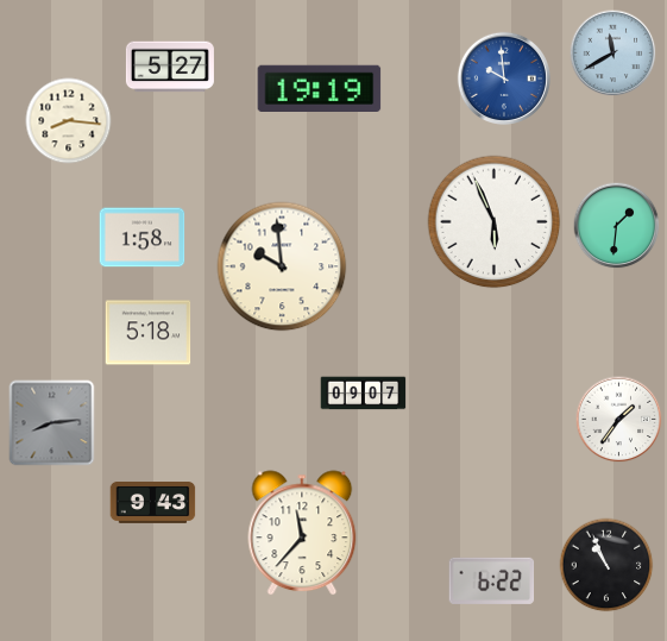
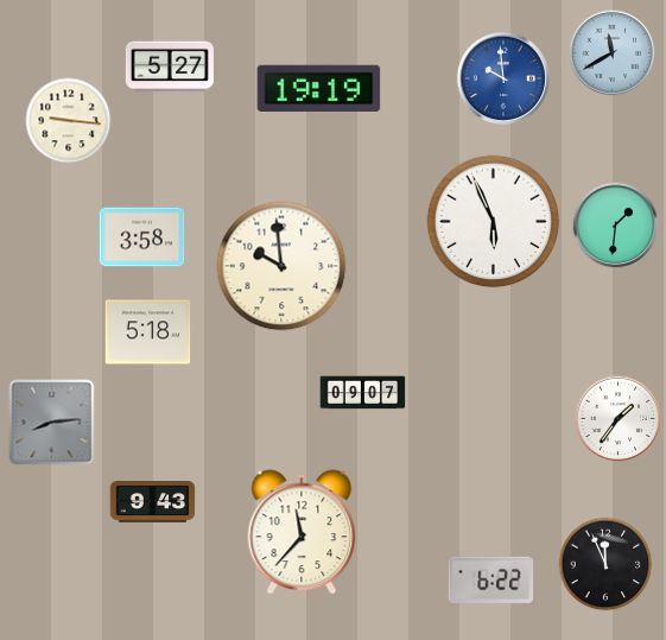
clock at (69, 121): 8:16 -> 9:16
clock at (143, 238): 1:58 -> 3:58
clock at (606, 565): 10:56 -> 11:56
